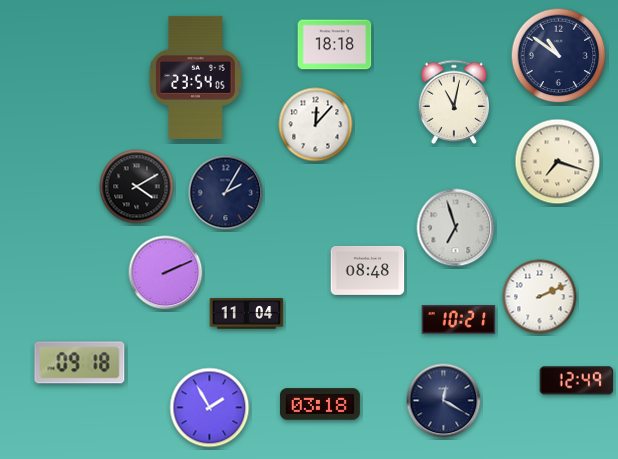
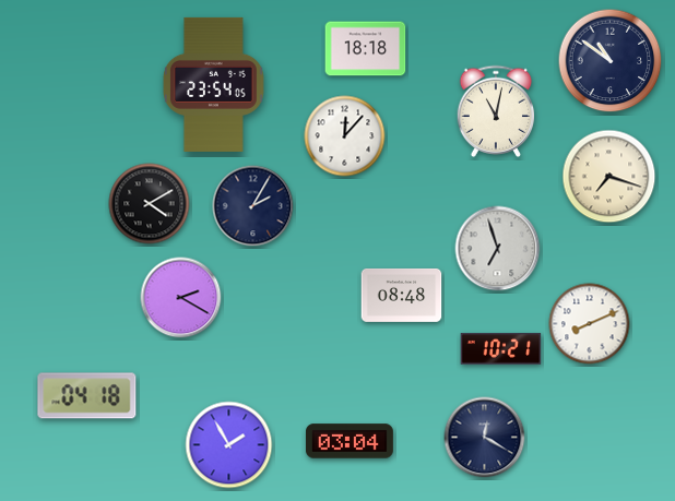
clock at (226, 193) position: (226, 193) -> (253, 206)
clock at (166, 273): 2:11 -> 2:20
clock at (540, 297): 2:11 -> 8:11
clock at (247, 314): 11:04 -> none
clock at (80, 363): 09:18 -> 04:18
clock at (577, 381): 12:49 -> none
clock at (321, 404): 03:18 -> 03:04
